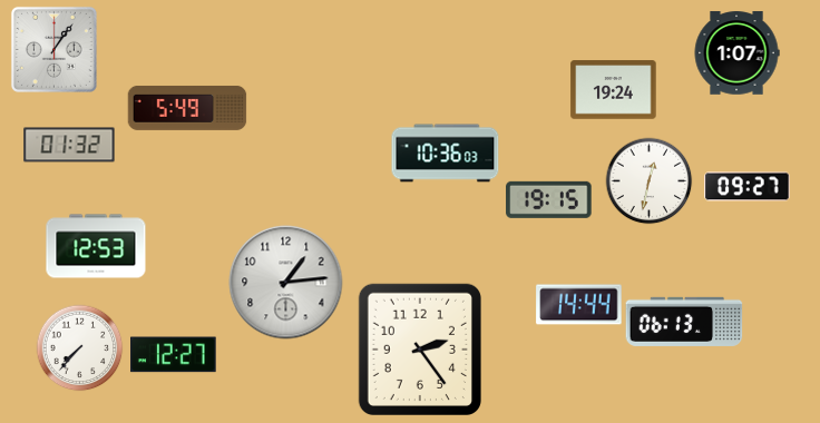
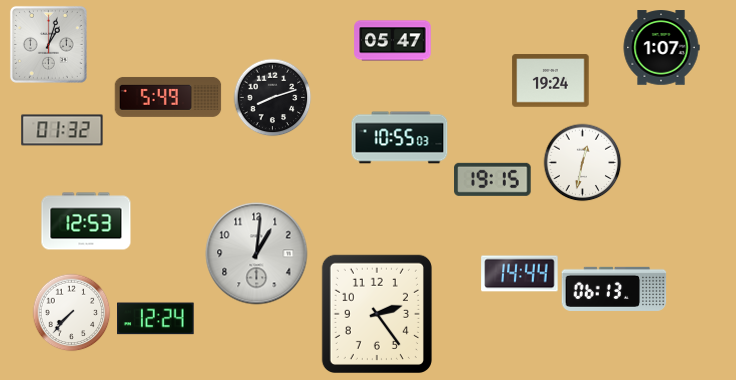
clock at (393, 41): none -> 05:47
clock at (53, 49): 1:06 -> 1:03
clock at (272, 97): none -> 8:12
clock at (446, 154): 10:36 -> 10:55
clock at (748, 187): 09:27 -> none
clock at (286, 283): 1:14 -> 1:01
clock at (174, 355): 12:27 -> 12:24
